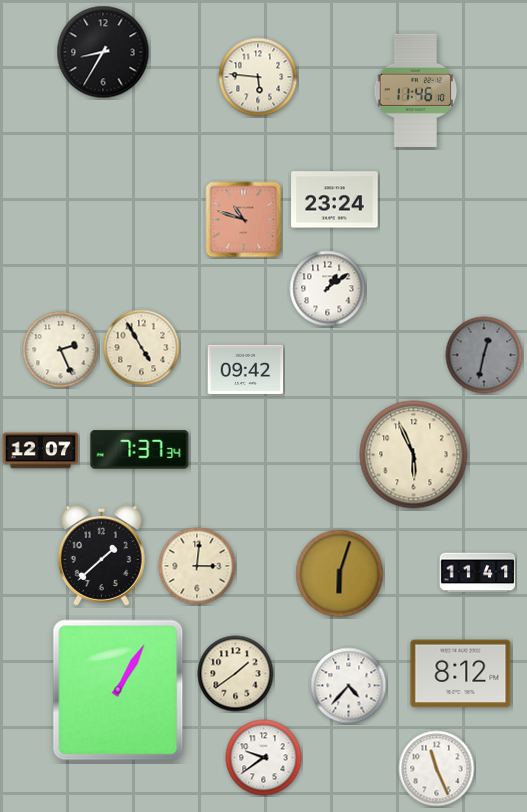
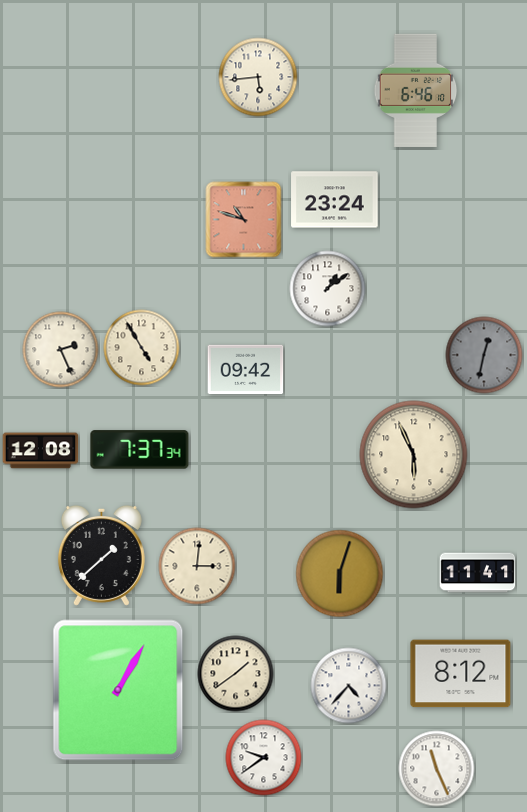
clock at (103, 52): 8:35 -> none
clock at (258, 77): 5:46 -> 5:44
clock at (416, 90): 11:46 -> 6:46
clock at (41, 451): 12:07 -> 12:08
